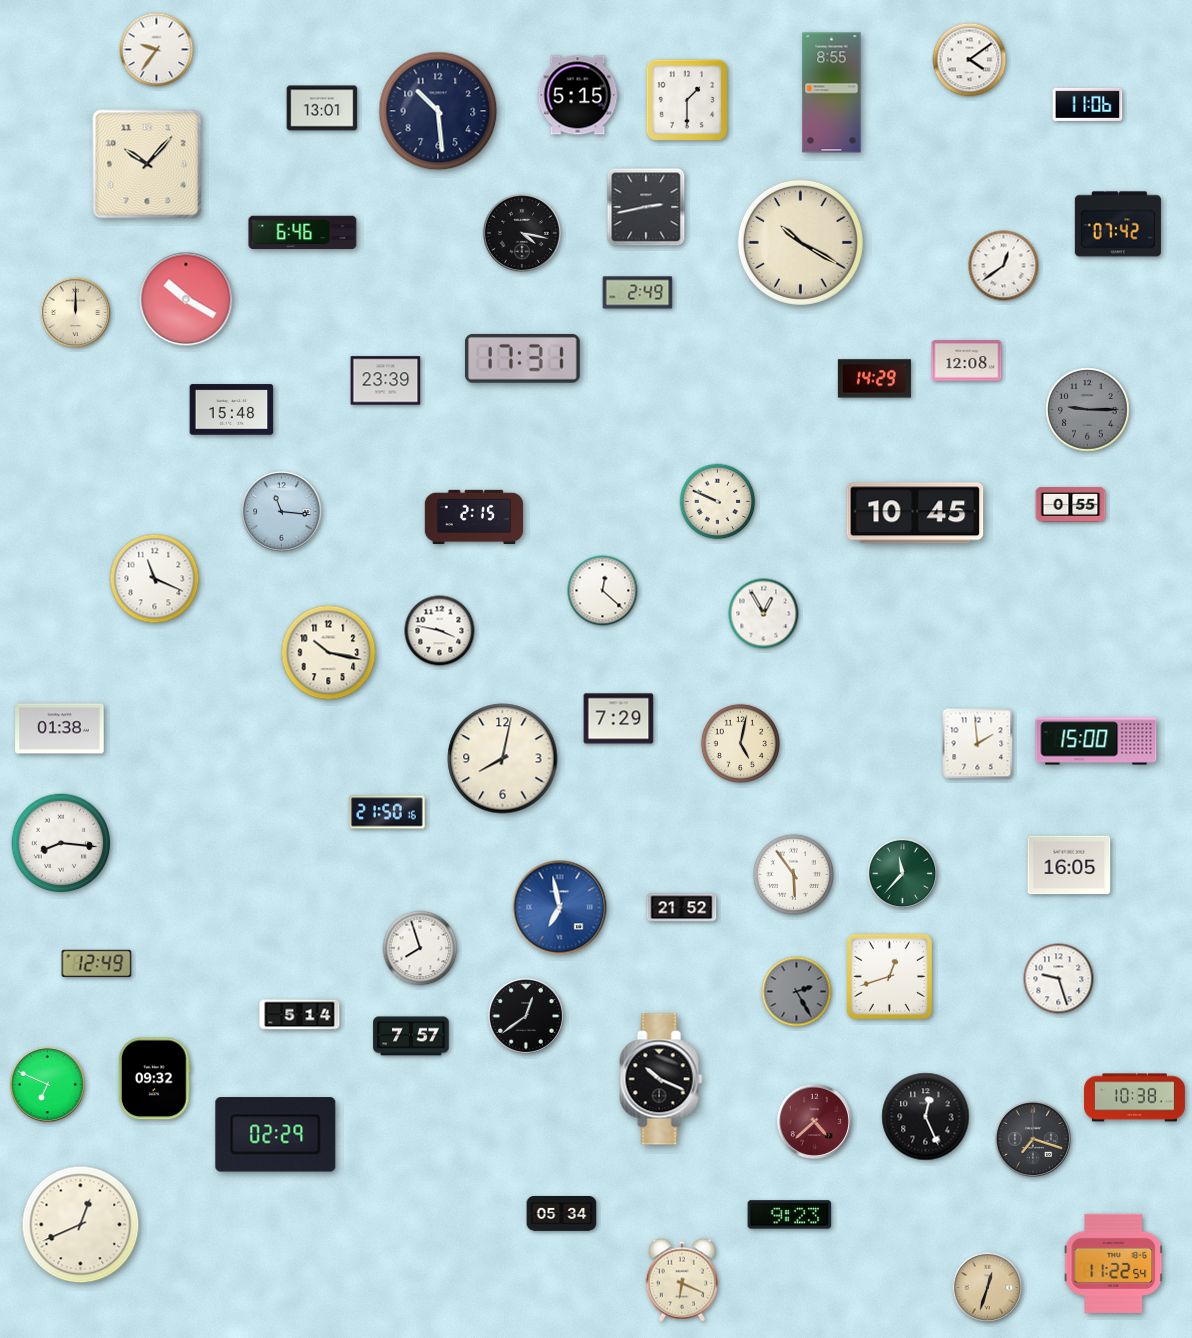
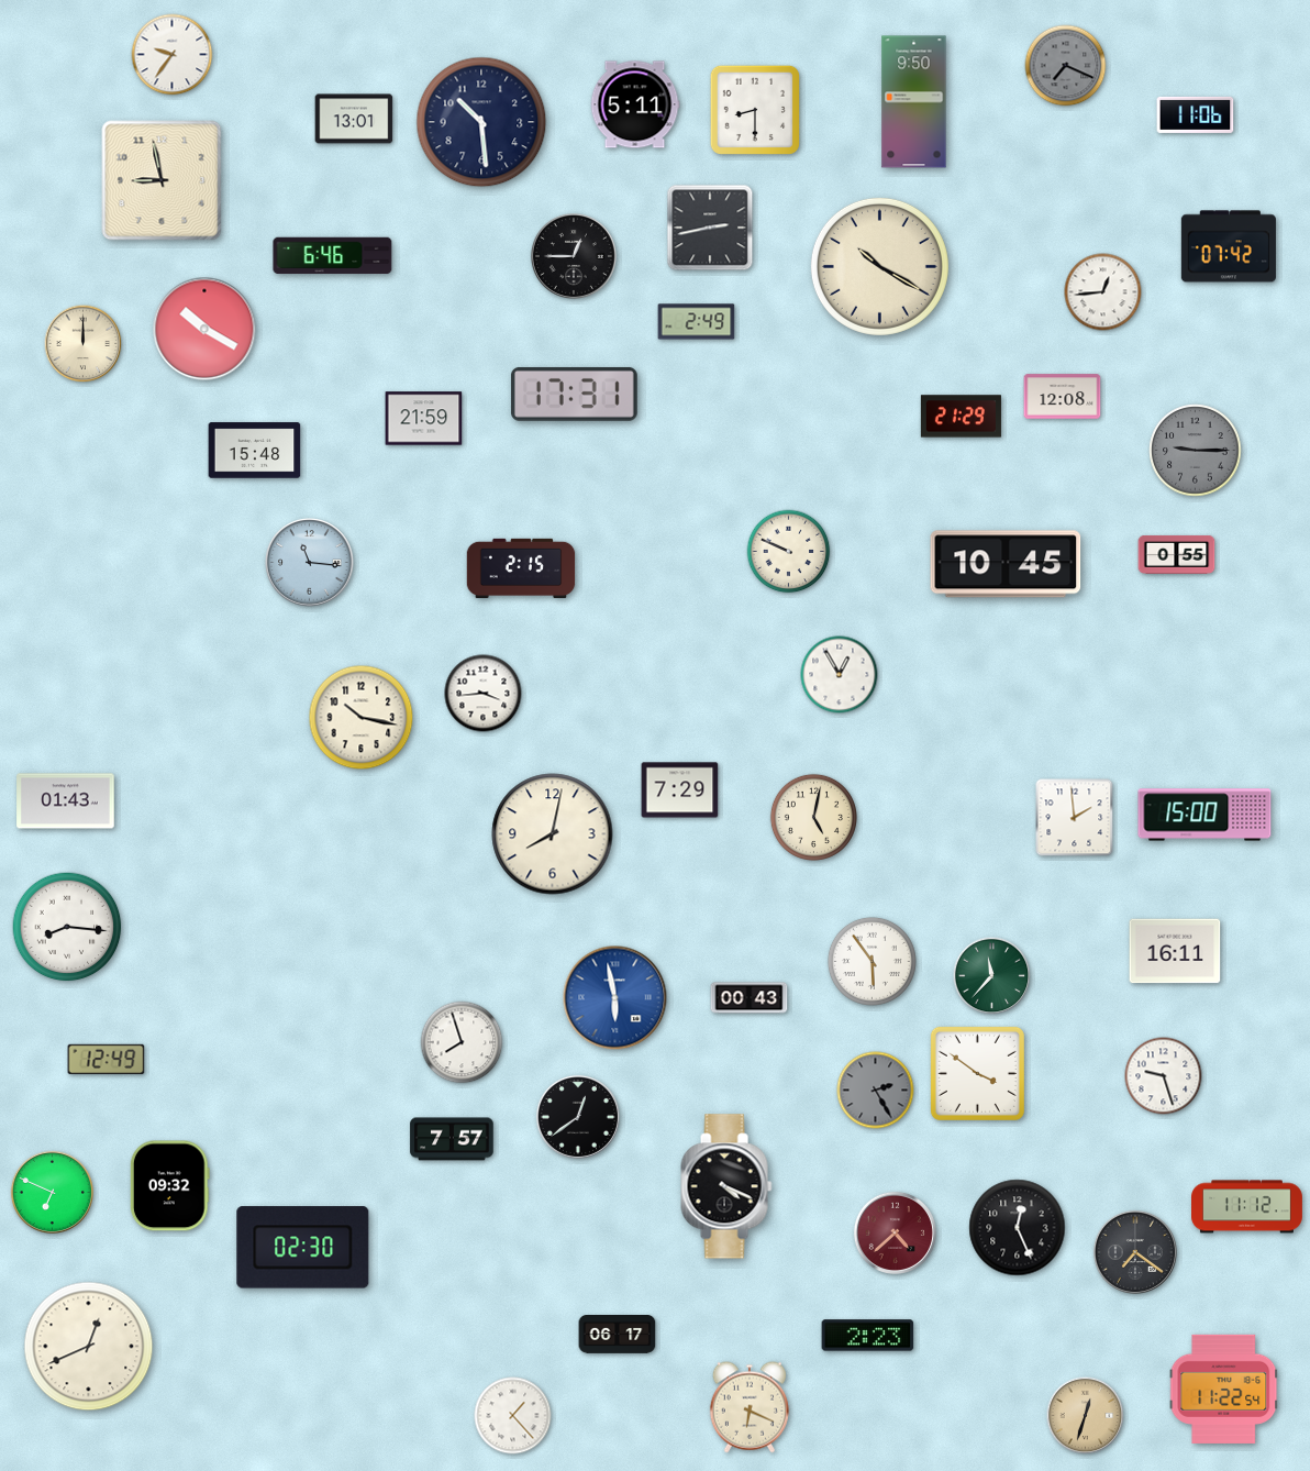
clock at (970, 60): 4:09 -> 7:19
clock at (970, 60) dial: white -> grey
clock at (832, 93): 8:55 -> 9:50
clock at (578, 95): 5:15 -> 5:11
clock at (687, 100): 1:30 -> 8:30
clock at (147, 164): 10:07 -> 8:58
clock at (522, 233): 4:17 -> 12:45
clock at (1004, 266): 12:39 -> 12:44
clock at (638, 293) position: (638, 293) -> (697, 322)
clock at (874, 379): 14:29 -> 21:29
clock at (386, 381): 23:39 -> 21:59
clock at (155, 579): 11:19 -> none
clock at (603, 591): 12:22 -> none
clock at (440, 631): 3:47 -> 3:44
clock at (60, 729): 01:38 -> 01:43
clock at (387, 812): 21:50 -> none
clock at (1069, 865): 16:05 -> 16:11
clock at (903, 874) position: (903, 874) -> (992, 976)
clock at (560, 908): 6:58 -> 5:58
clock at (682, 908): 21:52 -> 00:43
clock at (889, 976): 12:42 -> 3:51
clock at (300, 1015): 5:14 -> none
clock at (661, 1079): 10:19 -> 4:19
clock at (1135, 1098): 10:38 -> 11:12
clock at (276, 1135): 02:29 -> 02:30
clock at (1033, 1139): 7:18 -> 7:21
clock at (562, 1214): 05:34 -> 06:17
clock at (790, 1215): 9:23 -> 2:23
clock at (513, 1416): none -> 1:23
